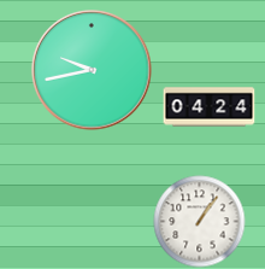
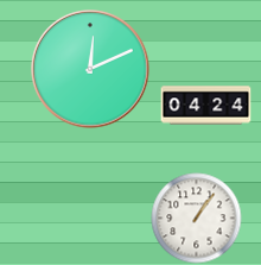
clock at (92, 70): 9:43 -> 12:11
